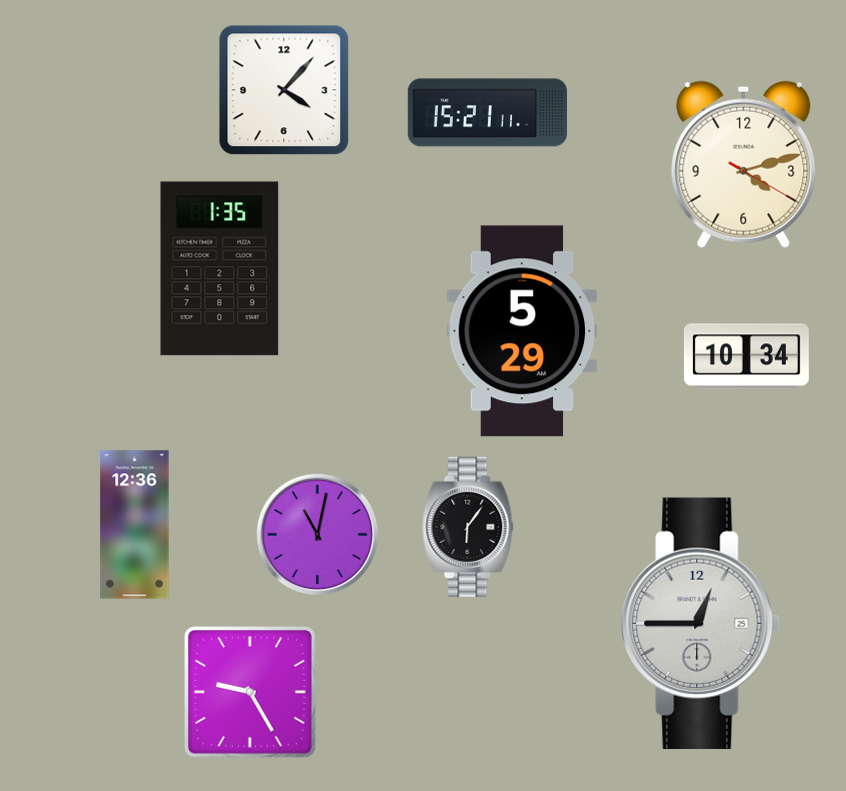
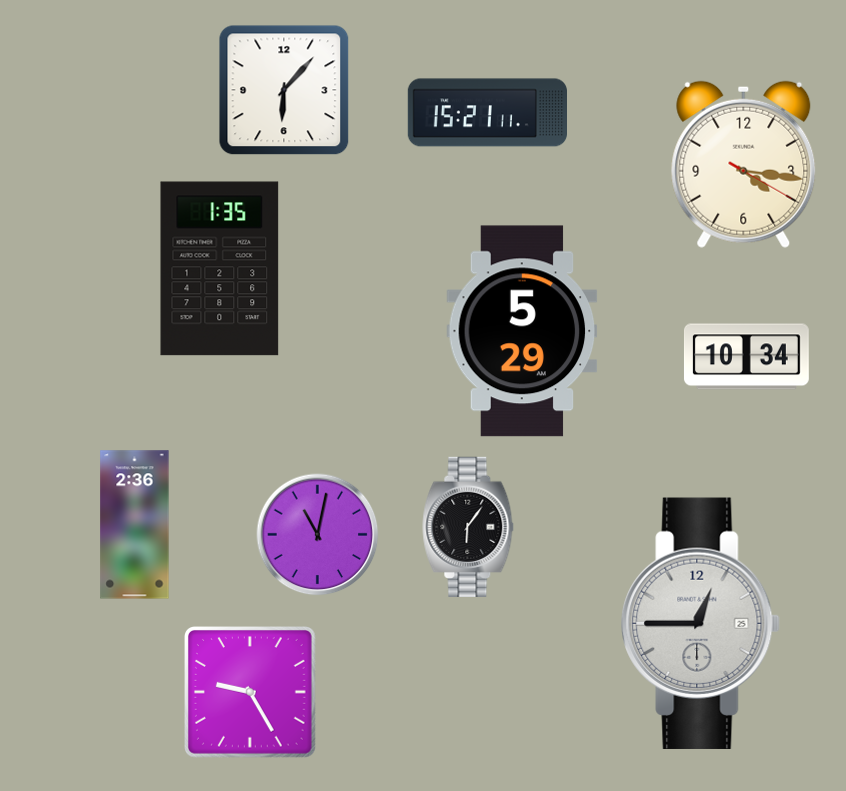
clock at (284, 90): 4:07 -> 6:07
clock at (744, 164): 4:12 -> 4:16
clock at (135, 525): 12:36 -> 2:36
